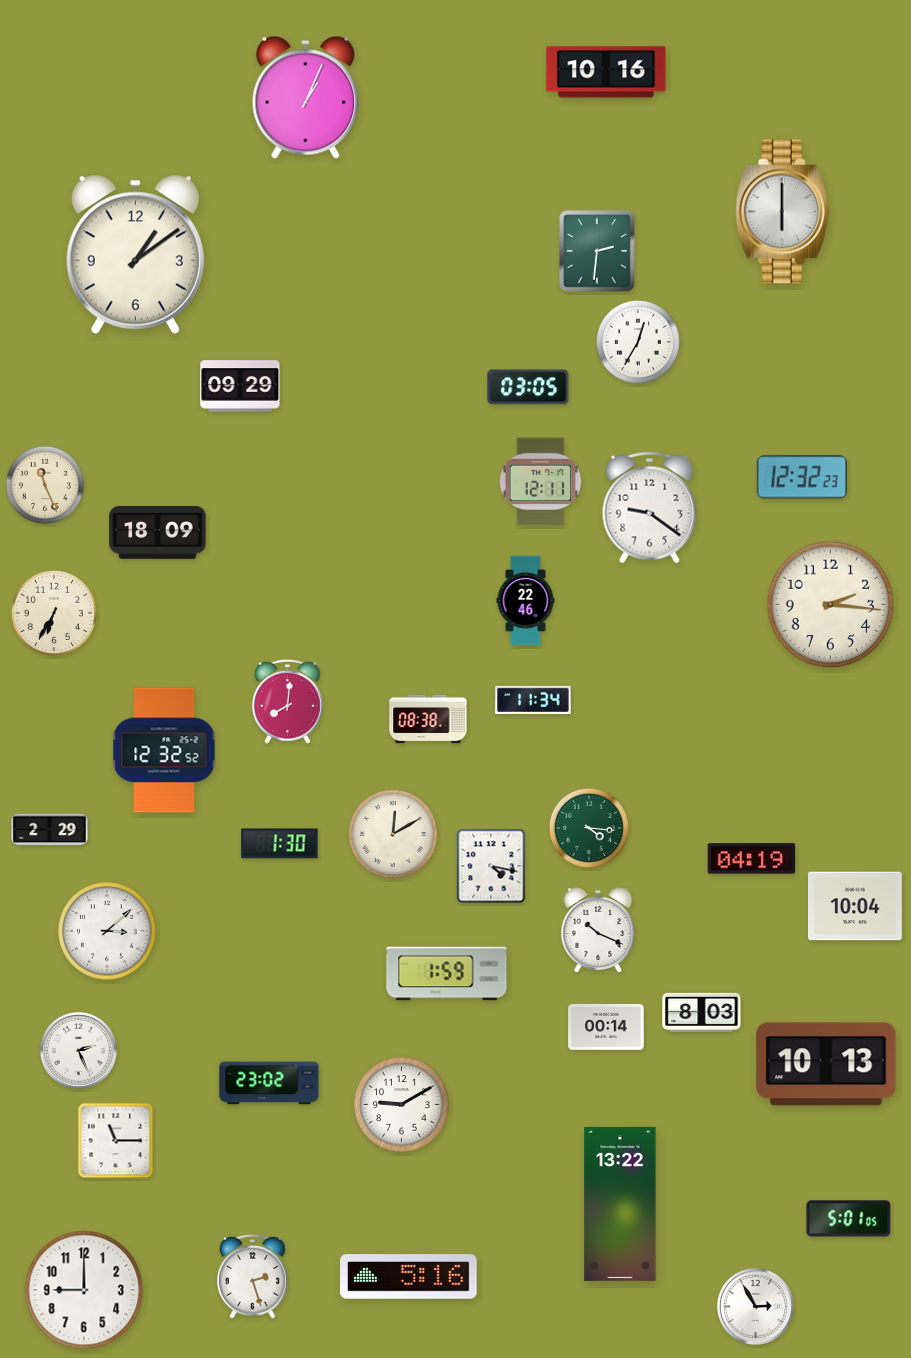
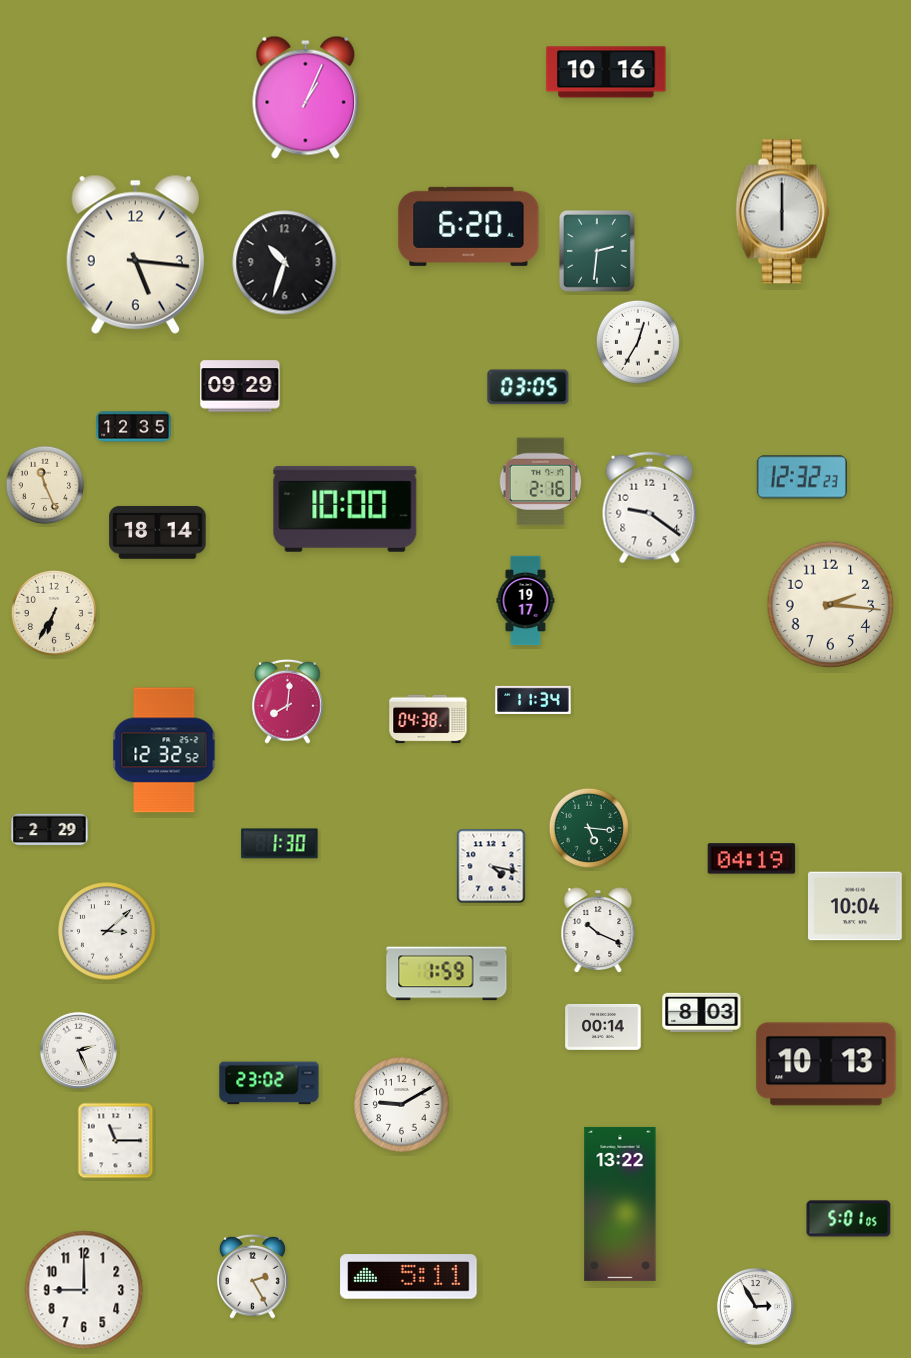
clock at (469, 226): none -> 6:20
clock at (135, 254): 1:09 -> 5:16
clock at (285, 263): none -> 10:33
clock at (134, 427): none -> 12:35
clock at (540, 482): 12:11 -> 2:16
clock at (345, 509): none -> 10:00
clock at (158, 533): 18:09 -> 18:14
clock at (526, 601): 22:46 -> 19:17
clock at (428, 719): 08:38 -> 04:38
clock at (588, 827): 4:16 -> 5:16
clock at (394, 835): 12:10 -> none
clock at (606, 1027) position: (606, 1027) -> (603, 1027)
clock at (253, 1276): 2:27 -> 2:25
clock at (409, 1277): 5:16 -> 5:11
